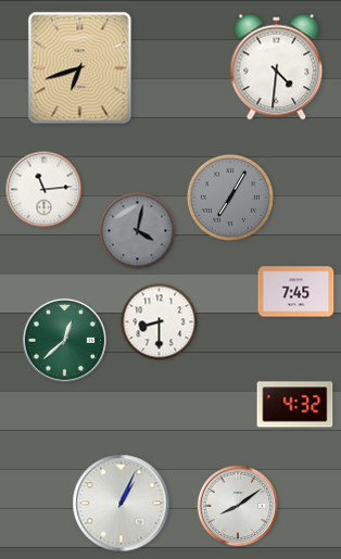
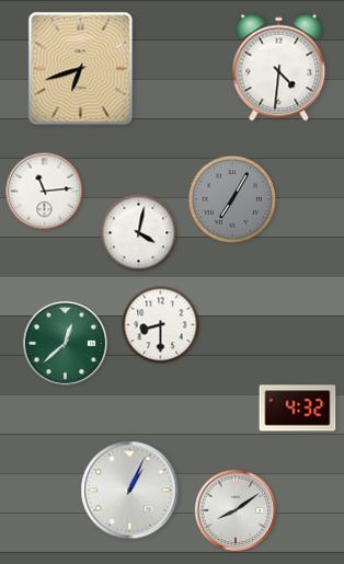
clock at (138, 231) dial: grey -> white
clock at (296, 292): 7:45 -> none
clock at (122, 504) position: (122, 504) -> (130, 491)
clock at (238, 506) position: (238, 506) -> (236, 510)
